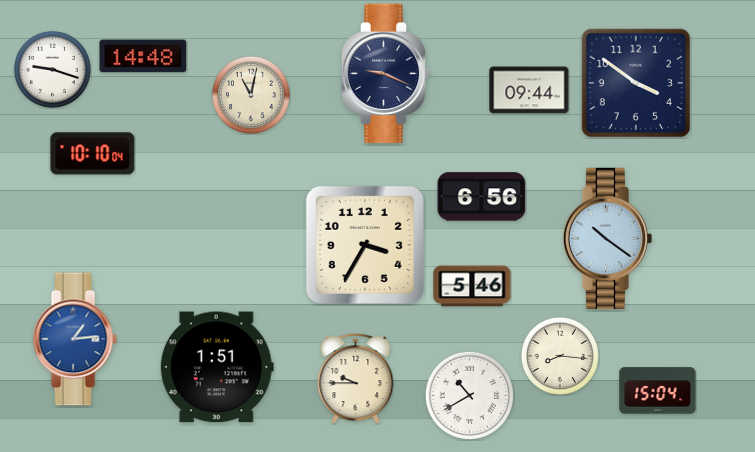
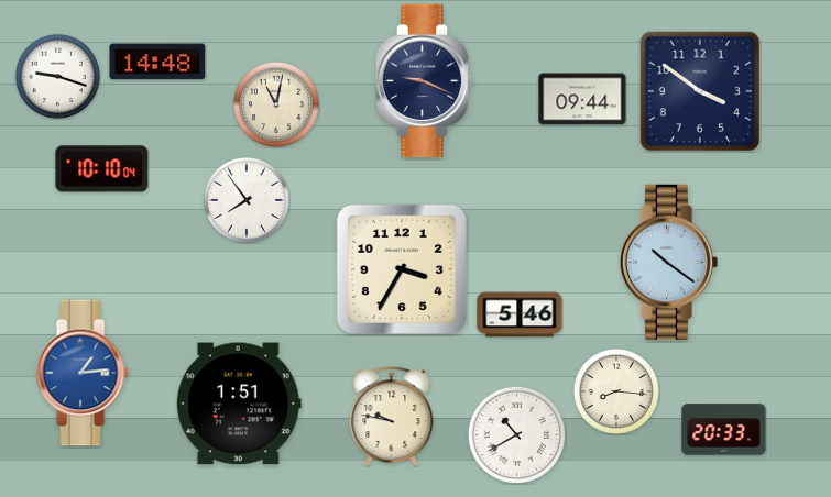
clock at (247, 200): none -> 7:54
clock at (482, 197): 6:56 -> none
clock at (356, 379): 9:45 -> 9:47
clock at (658, 391): 15:04 -> 20:33
